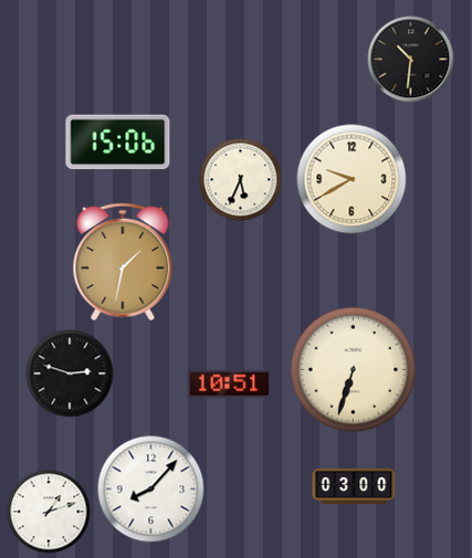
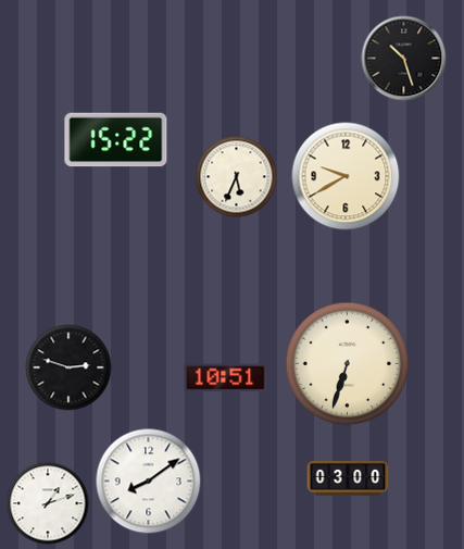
clock at (411, 60): 10:31 -> 10:27
clock at (118, 143): 15:06 -> 15:22
clock at (123, 262): 1:32 -> none
clock at (151, 489): 8:07 -> 8:09
